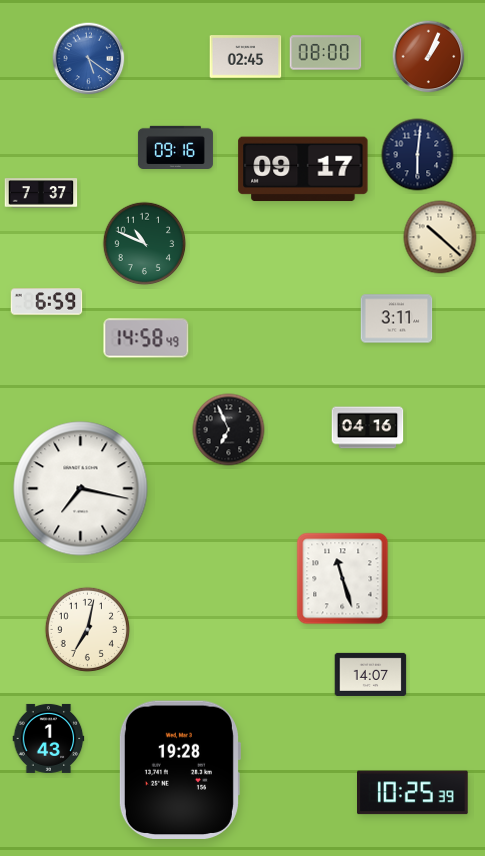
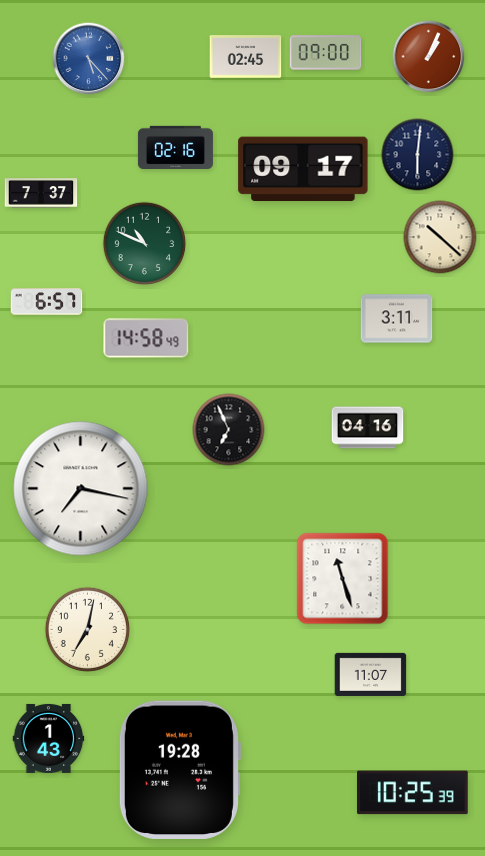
clock at (326, 53): 08:00 -> 09:00
clock at (89, 59): 5:21 -> 5:23
clock at (175, 147): 09:16 -> 02:16
clock at (47, 302): 6:59 -> 6:57
clock at (371, 674): 14:07 -> 11:07
